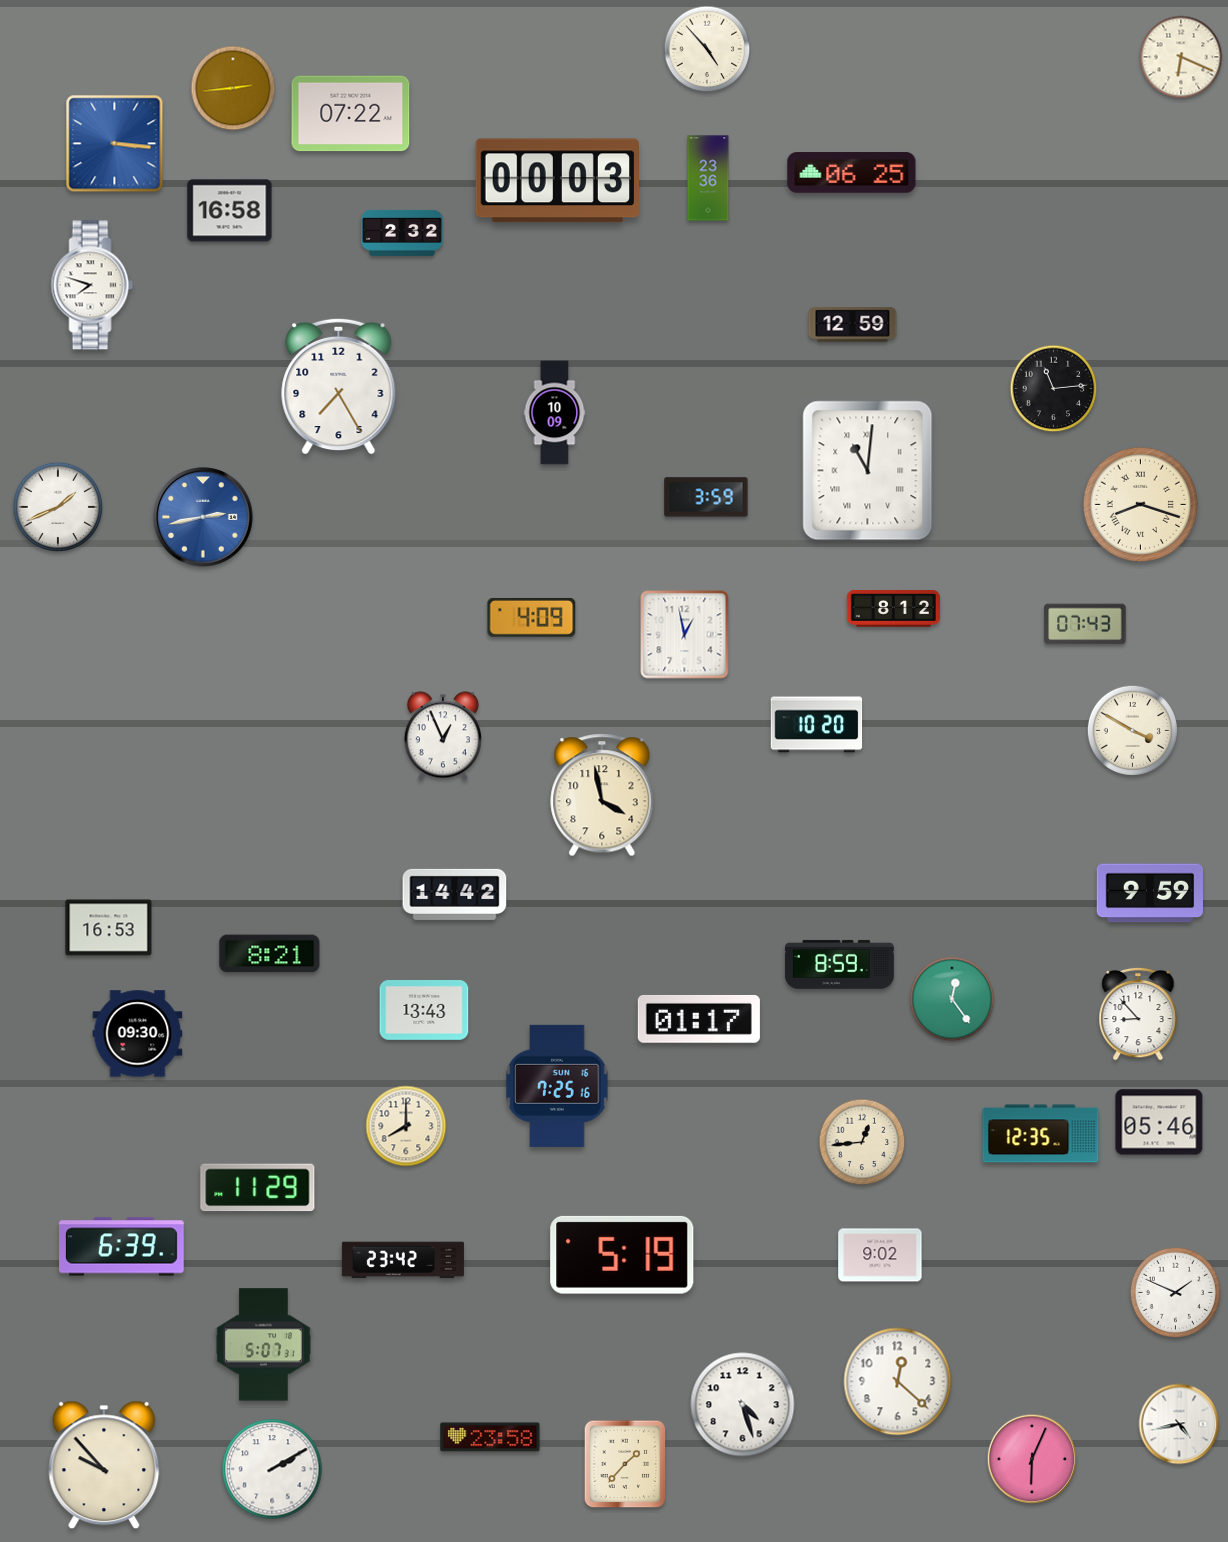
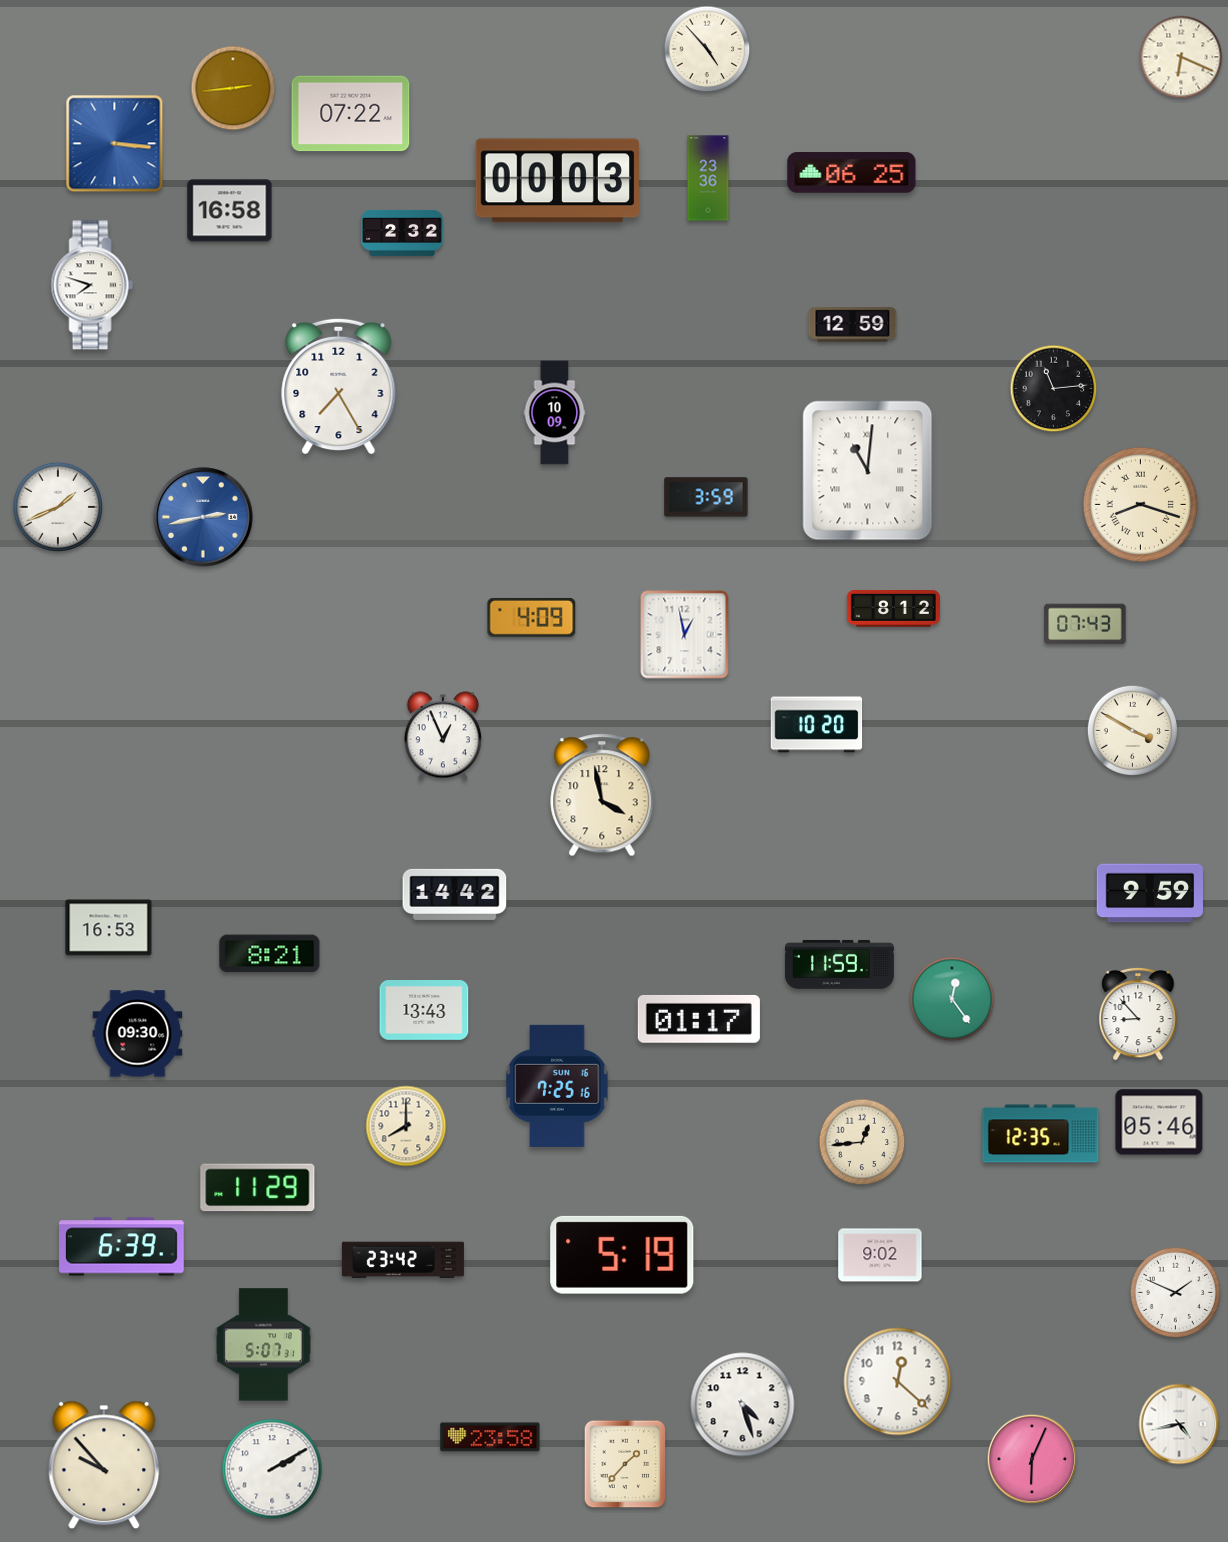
clock at (839, 964): 8:59 -> 11:59
